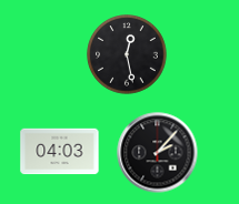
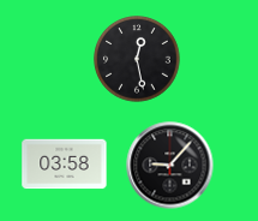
clock at (60, 152): 04:03 -> 03:58
clock at (158, 153): 2:07 -> 9:07
